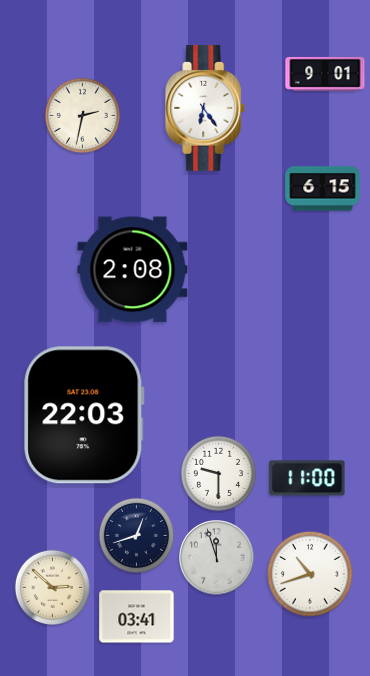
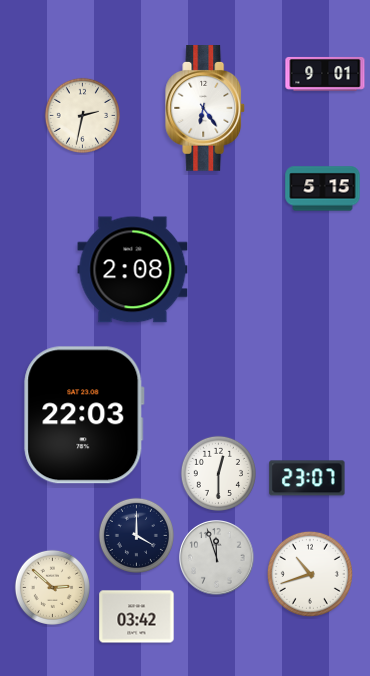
clock at (323, 189): 6:15 -> 5:15
clock at (218, 473): 9:30 -> 12:30
clock at (307, 478): 11:00 -> 23:07
clock at (136, 535): 12:42 -> 4:00
clock at (137, 617): 03:41 -> 03:42
